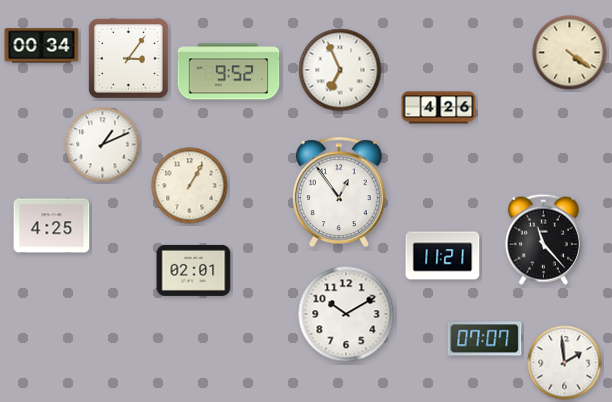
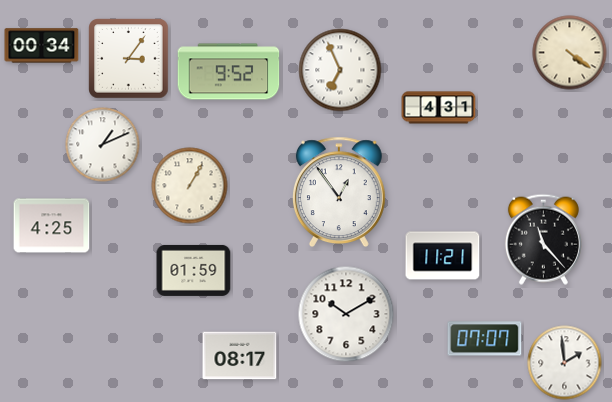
clock at (439, 108): 4:26 -> 4:31
clock at (194, 270): 02:01 -> 01:59
clock at (240, 356): none -> 08:17
